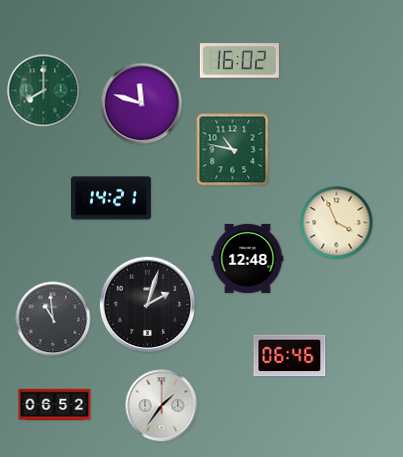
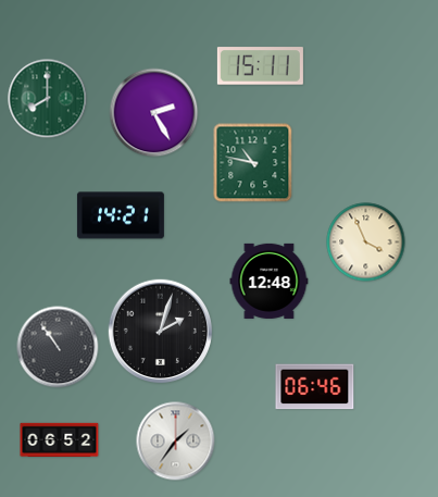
clock at (239, 61): 16:02 -> 15:11
clock at (142, 104): 11:48 -> 2:25
clock at (53, 319): 10:59 -> 10:54
